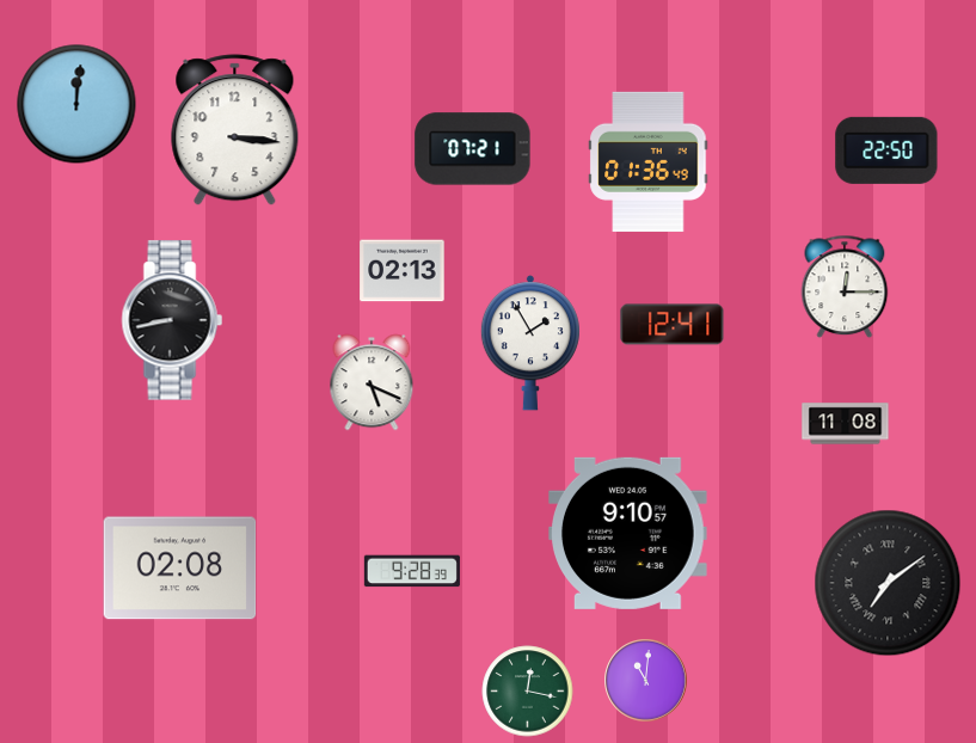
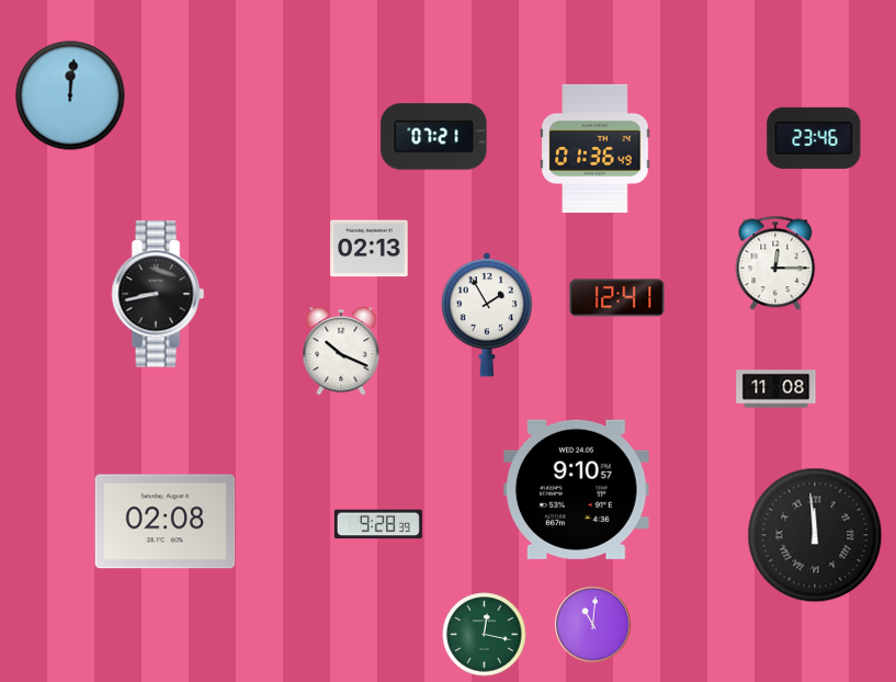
clock at (235, 130): 3:16 -> none
clock at (886, 151): 22:50 -> 23:46
clock at (372, 382): 5:19 -> 10:19
clock at (888, 583): 7:09 -> 11:59
